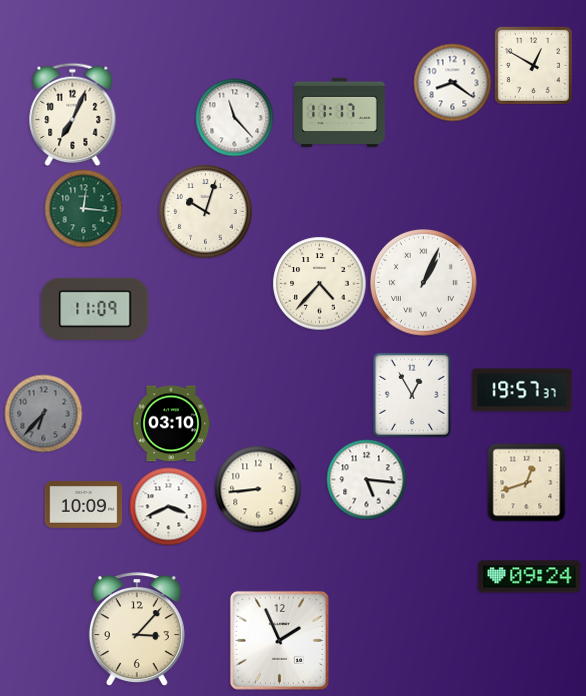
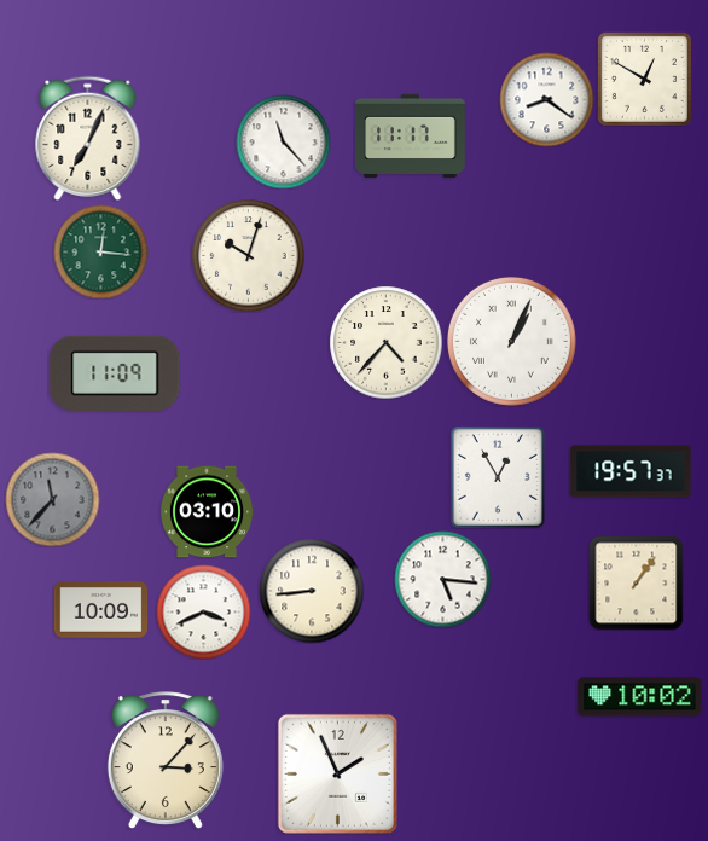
clock at (43, 413): 6:37 -> 11:37
clock at (526, 482): 12:42 -> 1:06
clock at (530, 577): 09:24 -> 10:02
